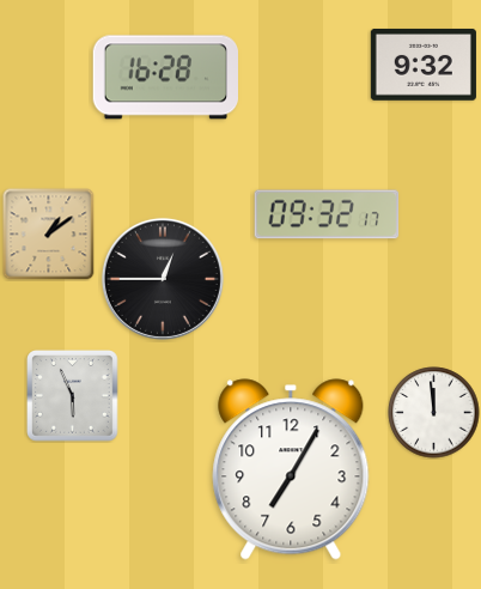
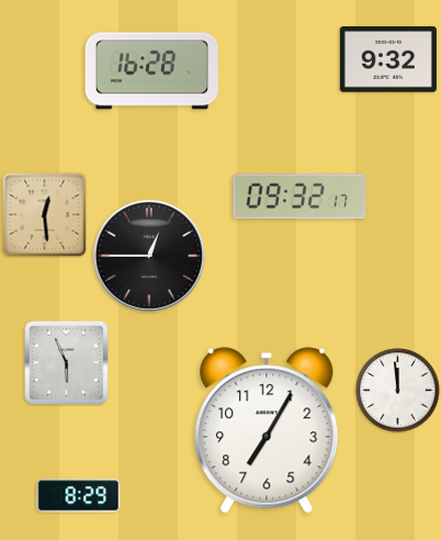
clock at (49, 235): 1:09 -> 12:29
clock at (434, 413) position: (434, 413) -> (398, 391)
clock at (79, 496): none -> 8:29
